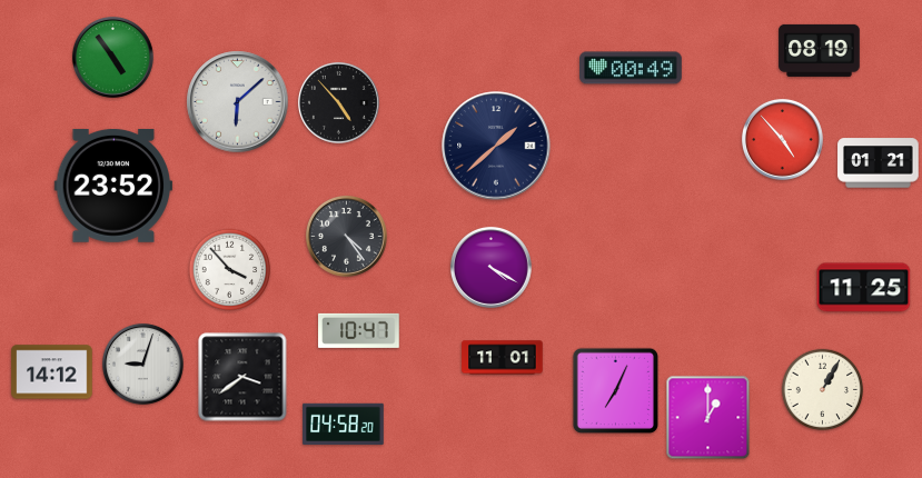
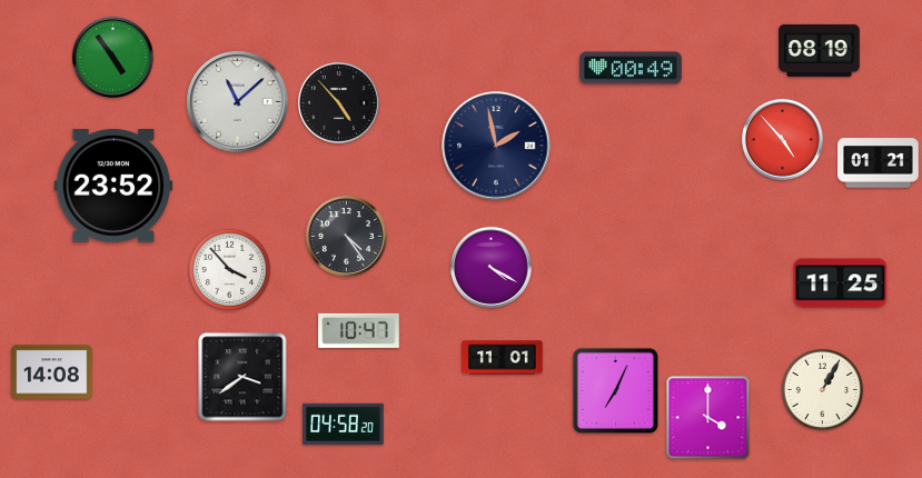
clock at (238, 102): 6:08 -> 11:08
clock at (496, 146): 1:38 -> 1:58
clock at (864, 288) position: (864, 288) -> (841, 283)
clock at (142, 364): 9:03 -> none
clock at (52, 372): 14:12 -> 14:08
clock at (708, 418): 1:00 -> 4:00
